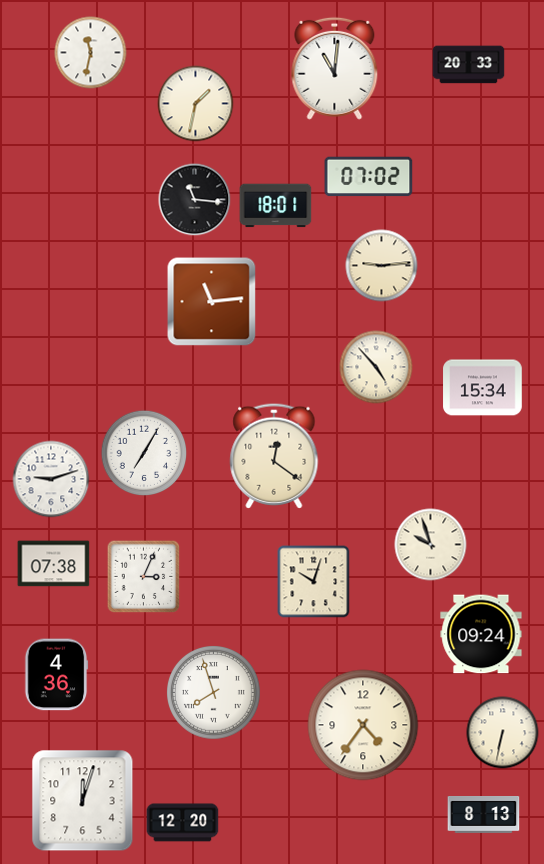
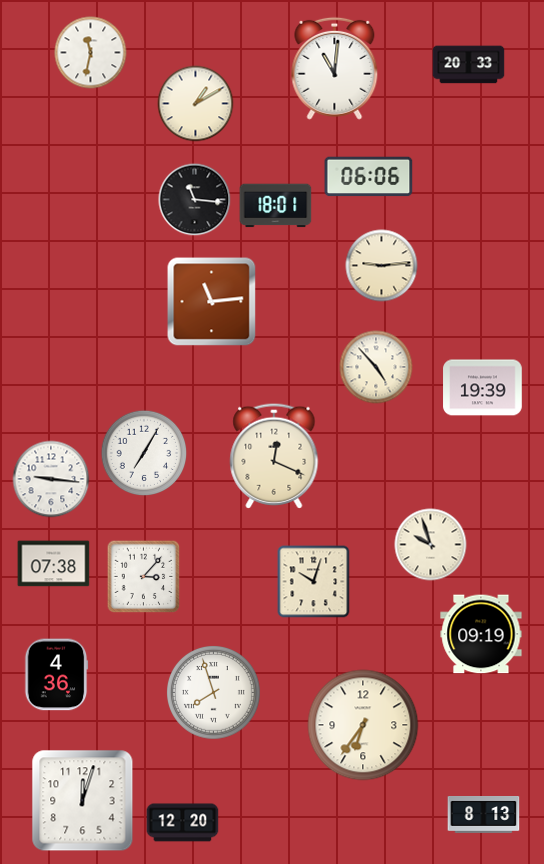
clock at (196, 104): 1:32 -> 1:10
clock at (369, 177): 07:02 -> 06:06
clock at (483, 388): 15:34 -> 19:39
clock at (274, 456): 12:21 -> 12:19
clock at (51, 479): 9:12 -> 9:16
clock at (144, 577): 3:04 -> 3:07
clock at (481, 634): 09:24 -> 09:19
clock at (363, 725): 4:36 -> 6:36
clock at (503, 733): 6:32 -> none
